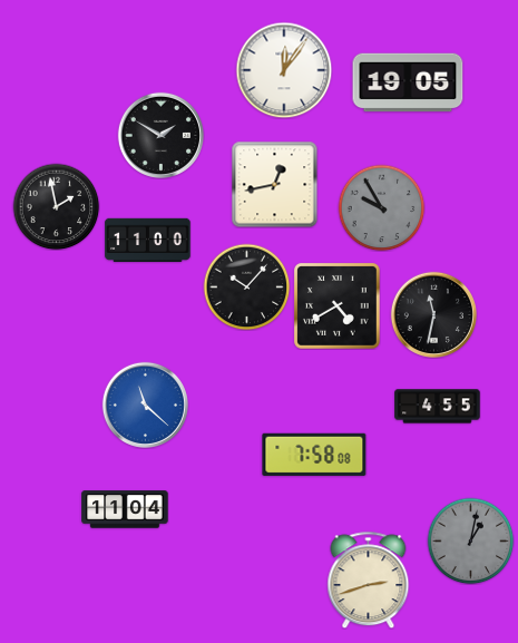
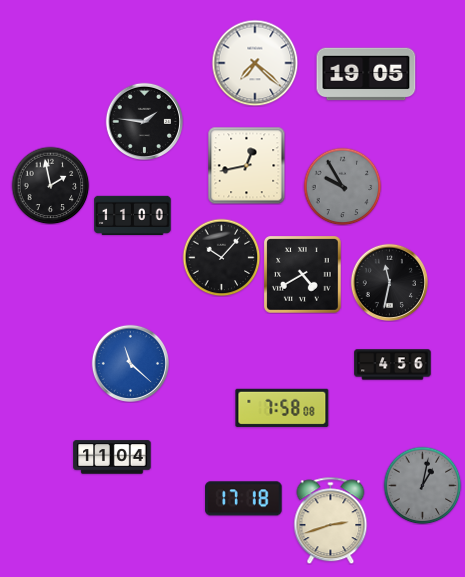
clock at (284, 70): 12:06 -> 7:22
clock at (160, 135): 1:50 -> 1:46
clock at (438, 407): 4:55 -> 4:56
clock at (244, 499): none -> 17:18
